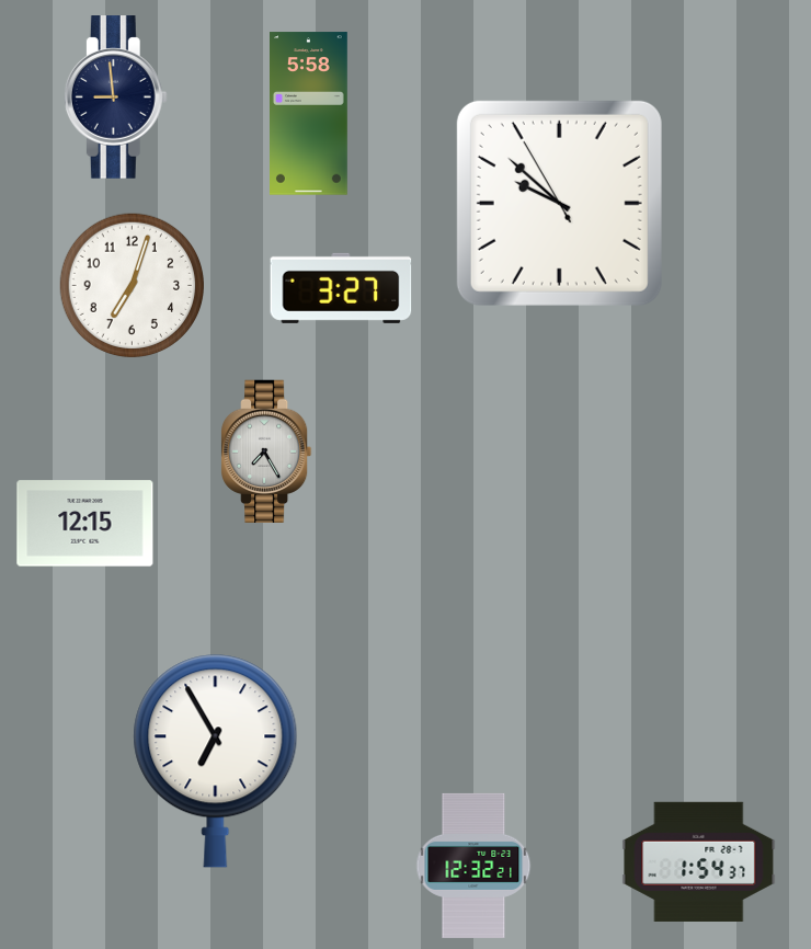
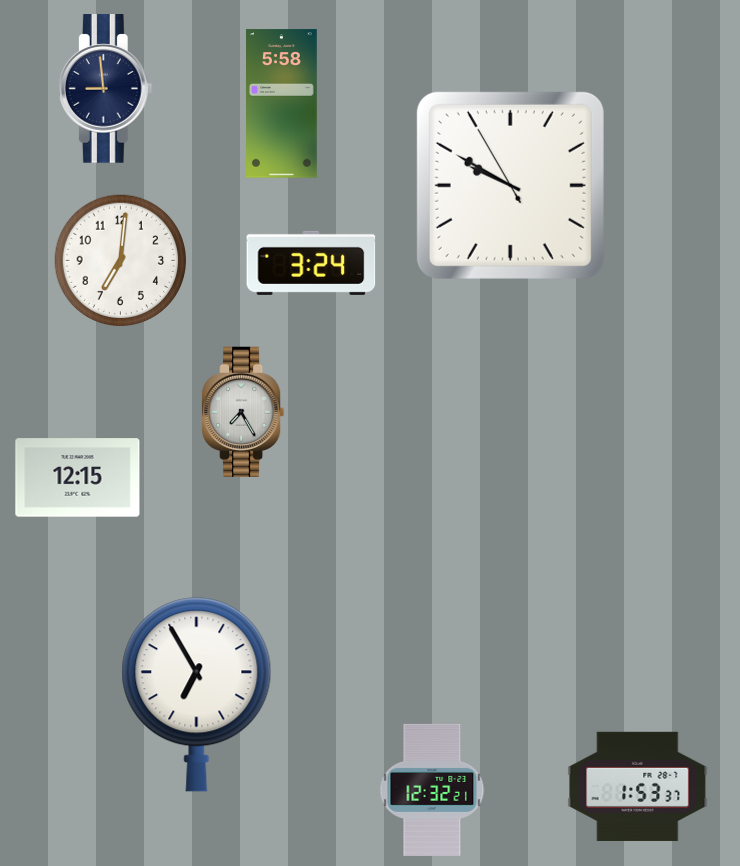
clock at (559, 203): 9:51 -> 9:49
clock at (132, 285): 7:03 -> 7:01
clock at (341, 288): 3:27 -> 3:24
clock at (699, 861): 1:54 -> 1:53
